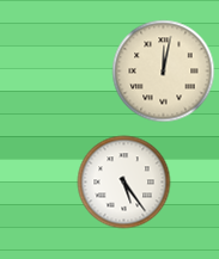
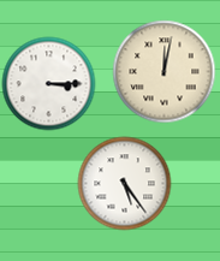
clock at (48, 83): none -> 3:15
